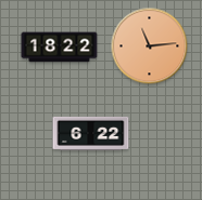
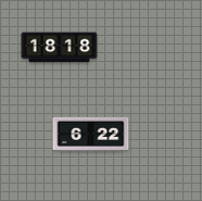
clock at (150, 46): 11:14 -> none
clock at (60, 48): 18:22 -> 18:18
